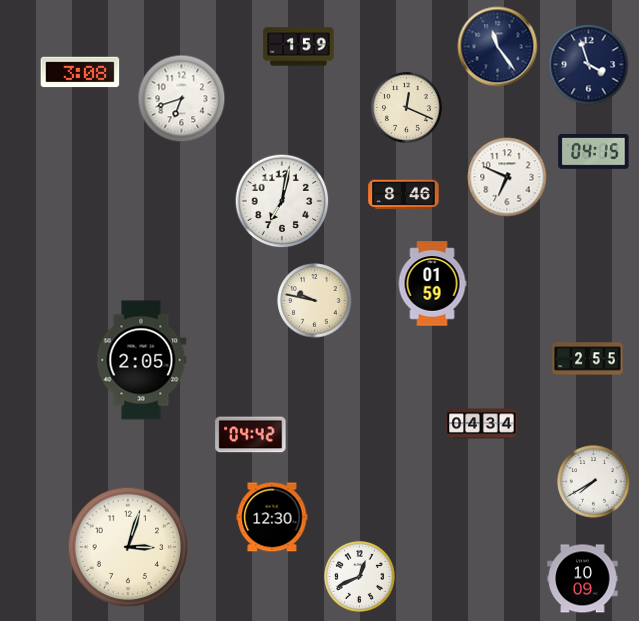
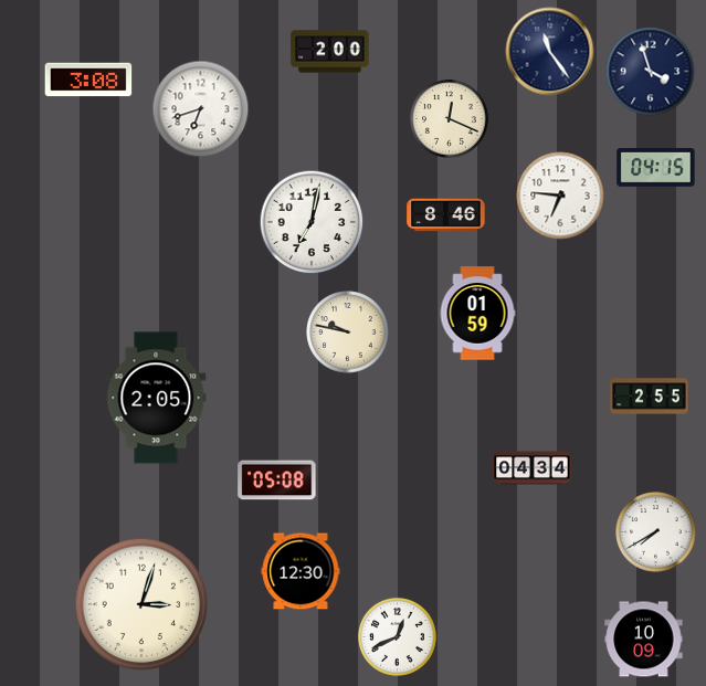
clock at (299, 47): 1:59 -> 2:00
clock at (507, 177): 6:49 -> 6:46
clock at (251, 435): 04:42 -> 05:08
